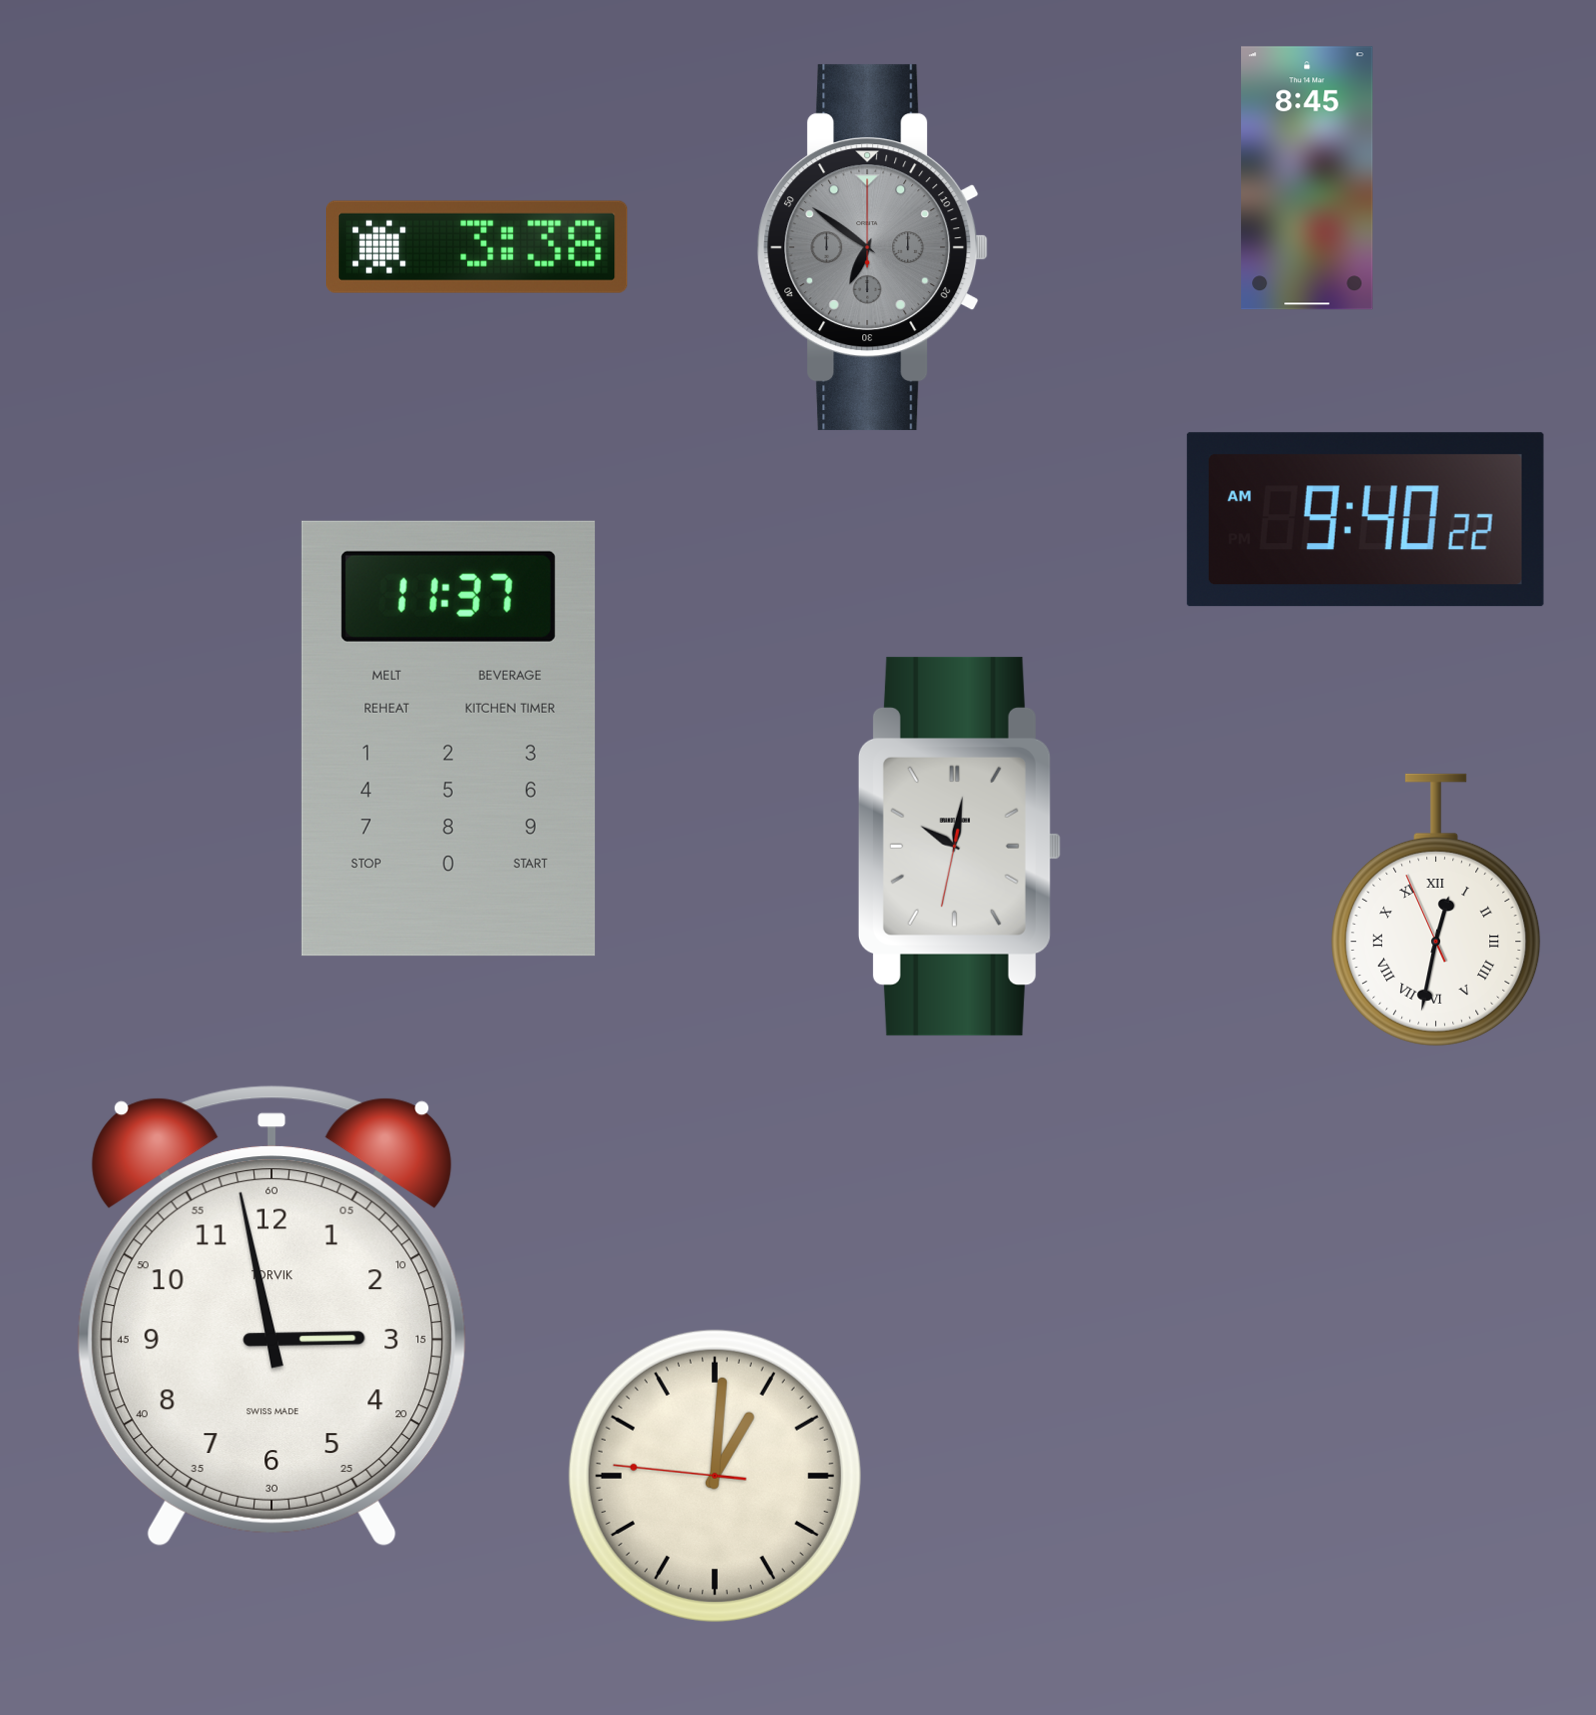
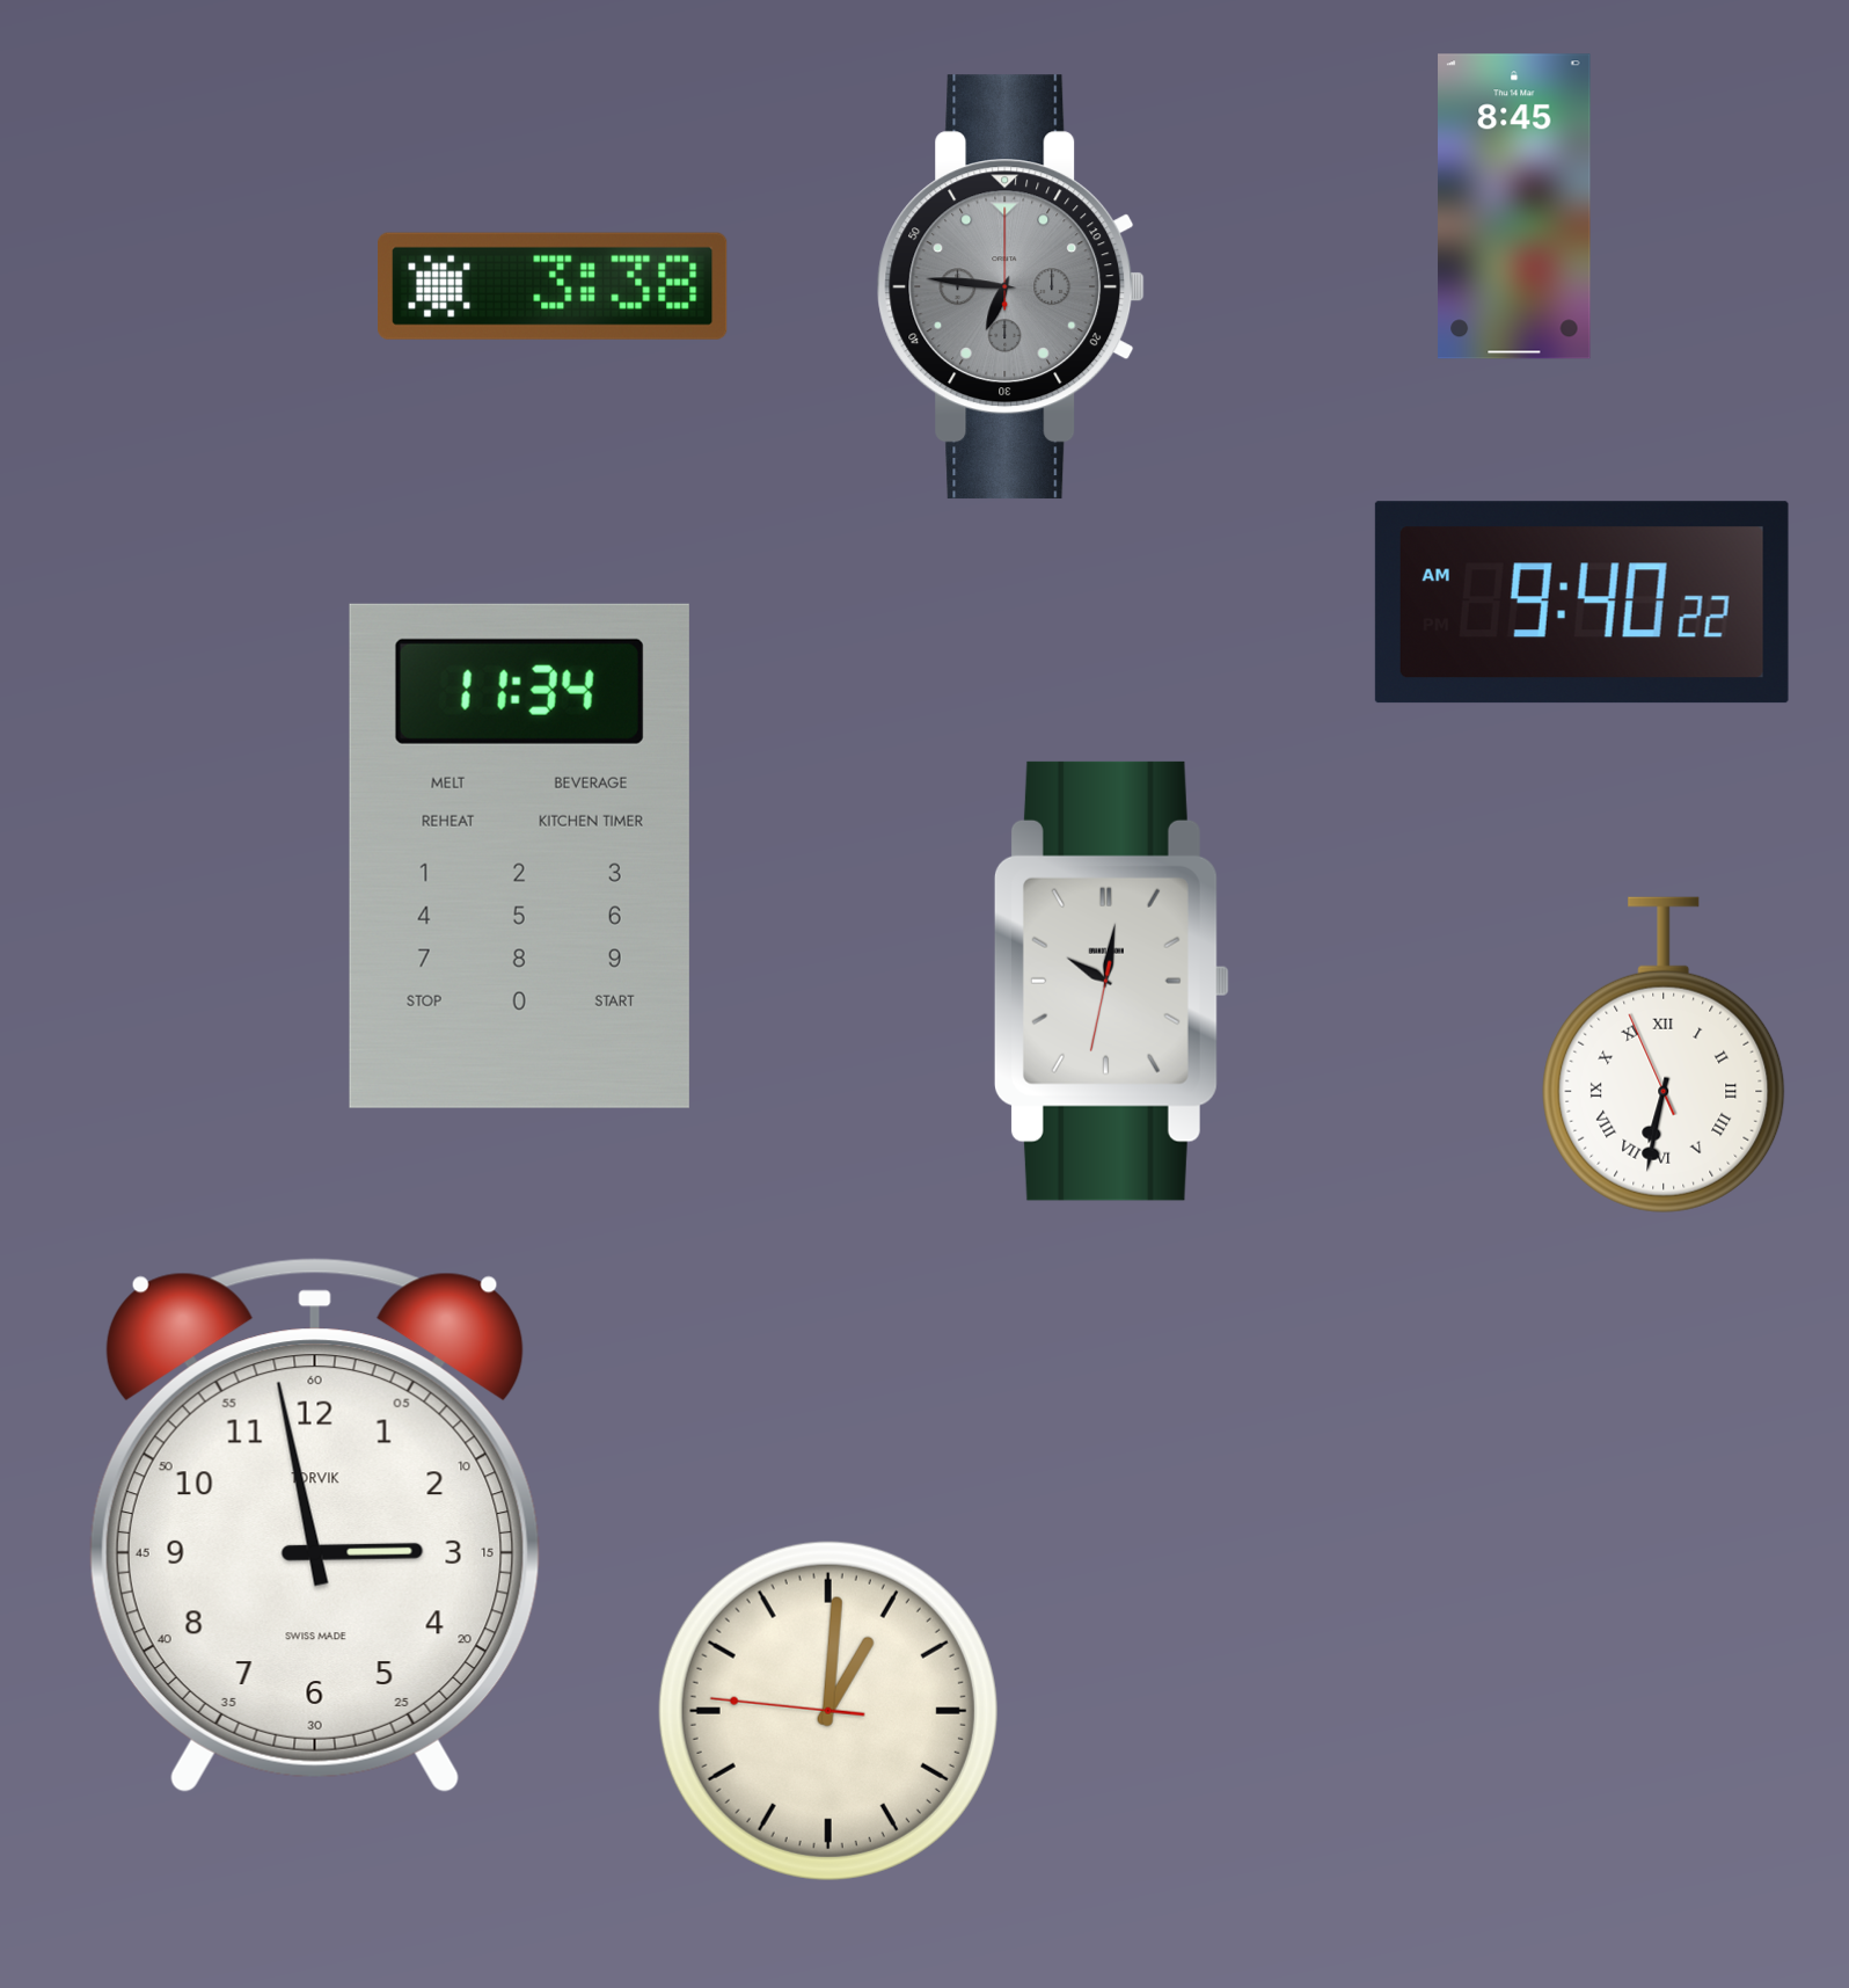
clock at (873, 248): 6:51 -> 6:46
clock at (448, 738): 11:37 -> 11:34
clock at (1436, 910): 12:31 -> 6:31
